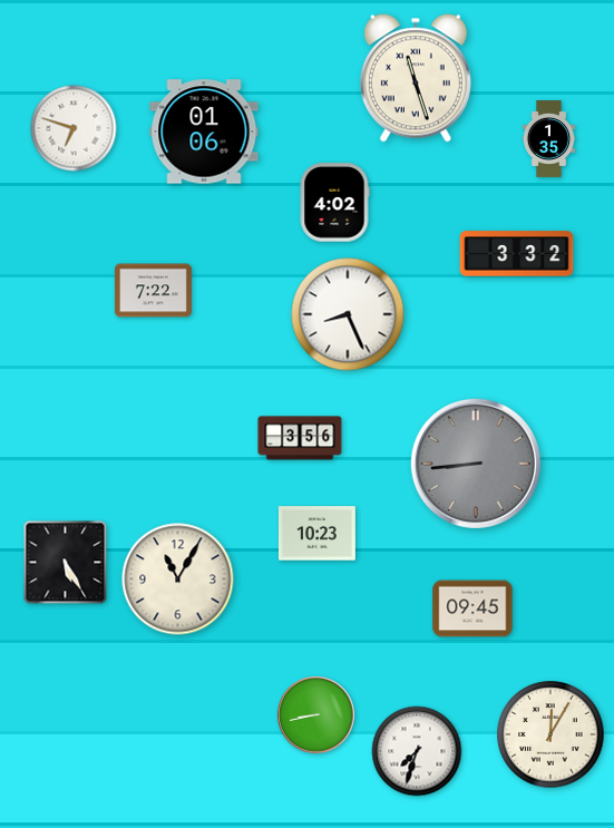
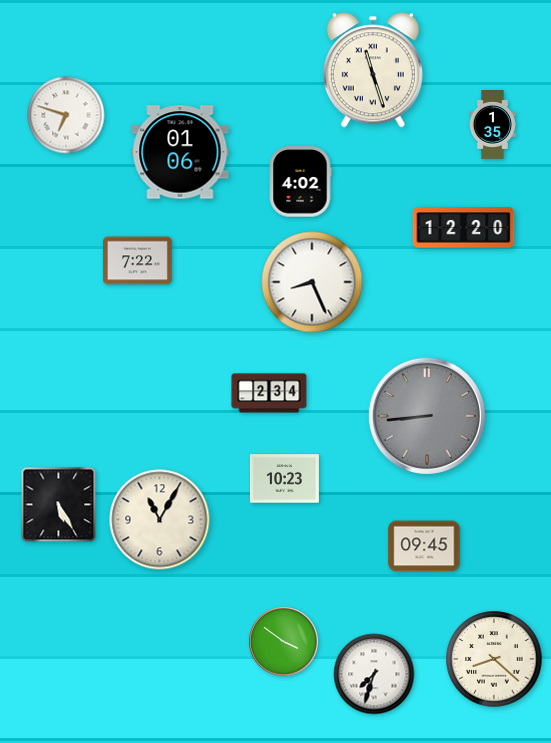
clock at (204, 131) position: (204, 131) -> (180, 152)
clock at (517, 254): 3:32 -> 12:20
clock at (300, 438): 3:56 -> 2:34
clock at (316, 715): 8:43 -> 3:51
clock at (550, 734): 12:05 -> 8:22
